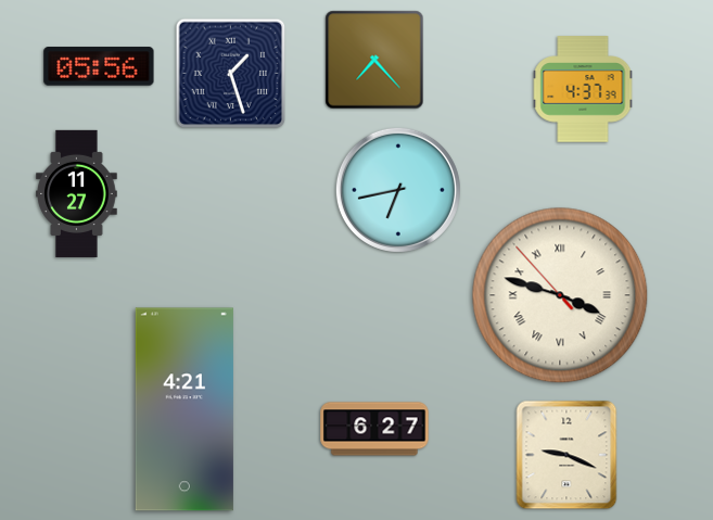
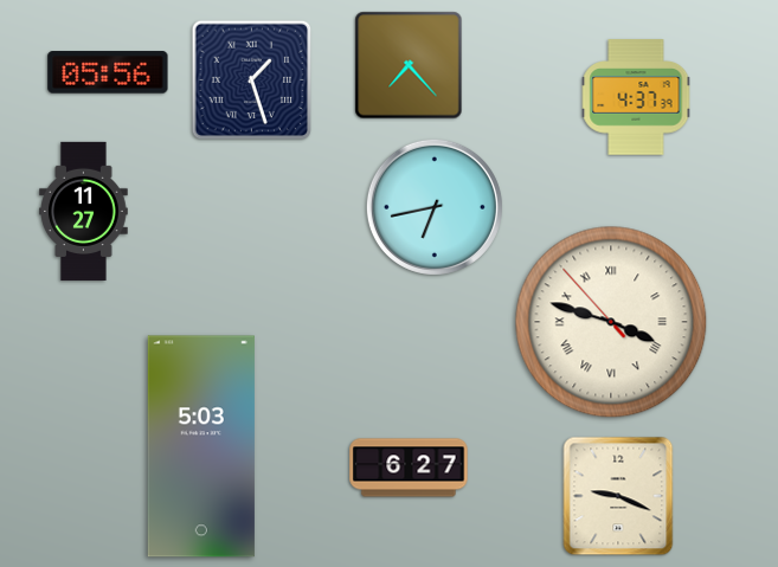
clock at (184, 409): 4:21 -> 5:03
